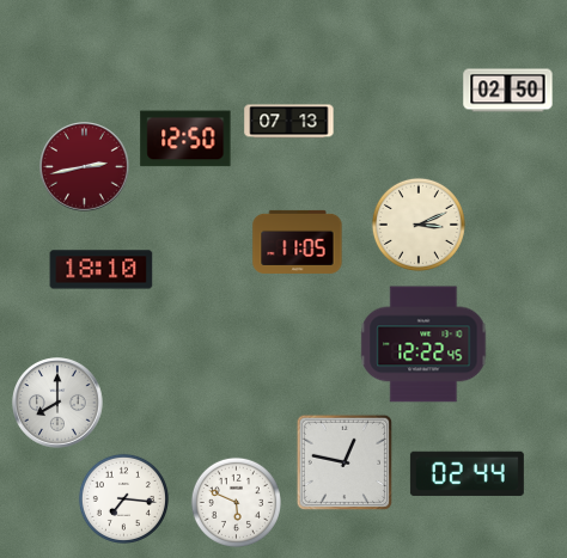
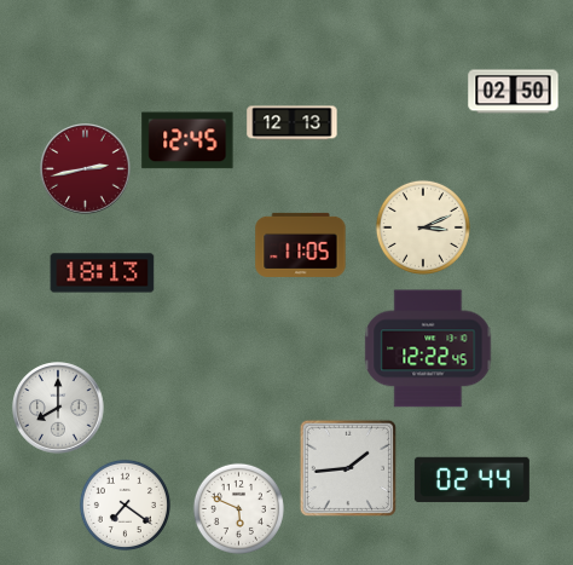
clock at (289, 122): 07:13 -> 12:13
clock at (185, 139): 12:50 -> 12:45
clock at (102, 270): 18:10 -> 18:13
clock at (343, 461): 12:47 -> 1:44
clock at (123, 498): 7:16 -> 7:21
